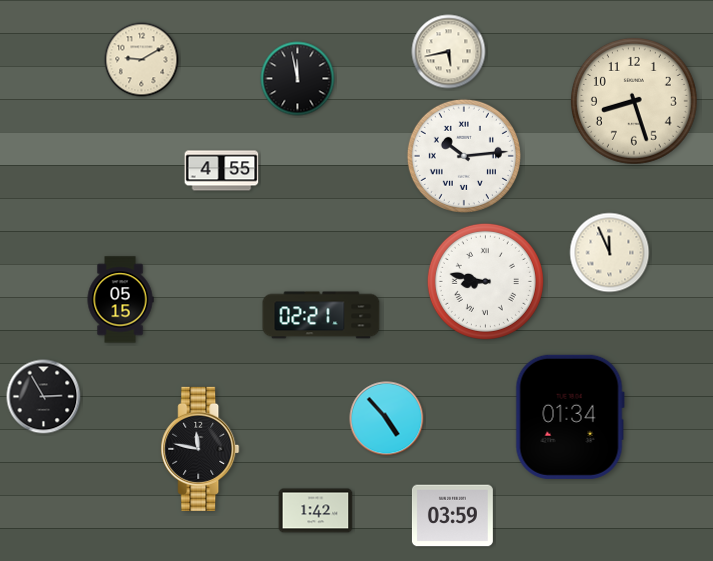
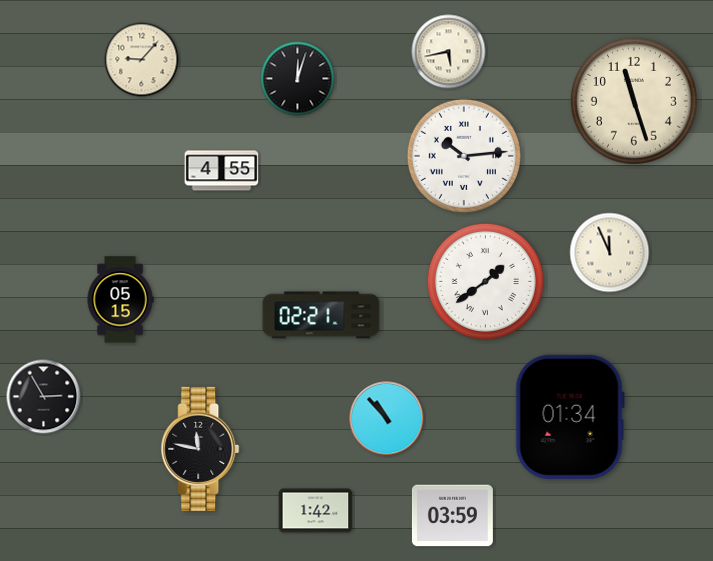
clock at (142, 60): 9:10 -> 9:07
clock at (298, 79): 11:58 -> 12:03
clock at (634, 101): 8:27 -> 11:27
clock at (485, 281): 8:47 -> 1:39
clock at (387, 419): 4:53 -> 10:53
